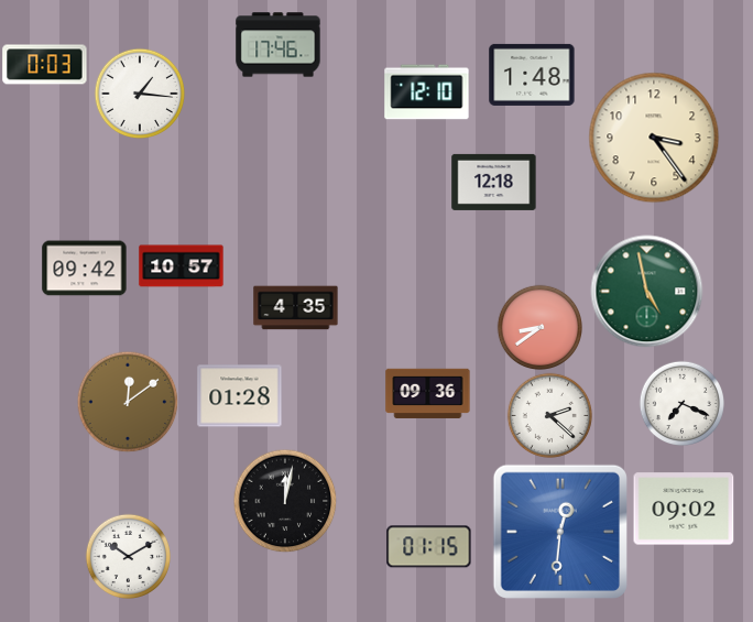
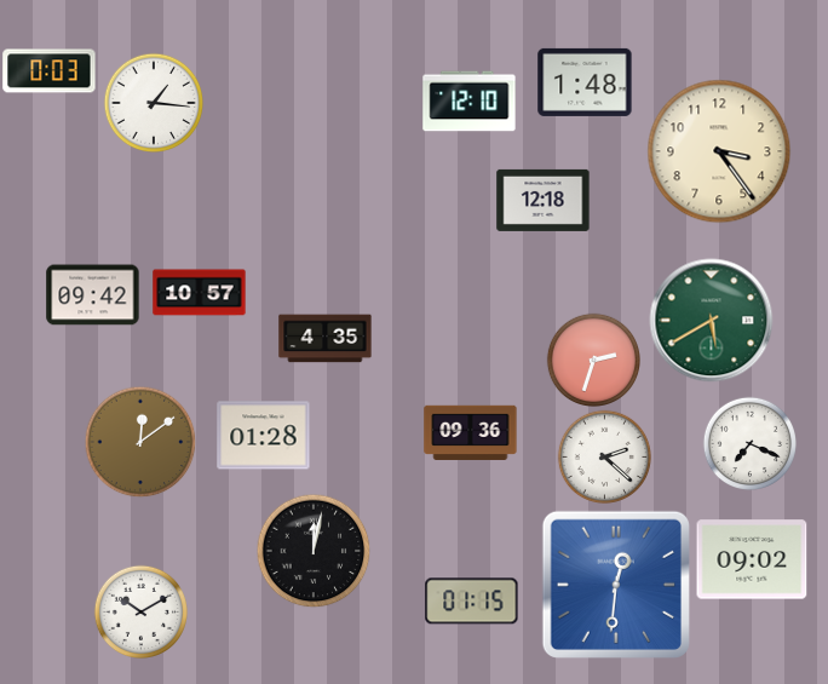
clock at (279, 45): 17:46 -> none
clock at (647, 292): 4:58 -> 5:40
clock at (539, 327): 8:39 -> 2:33
